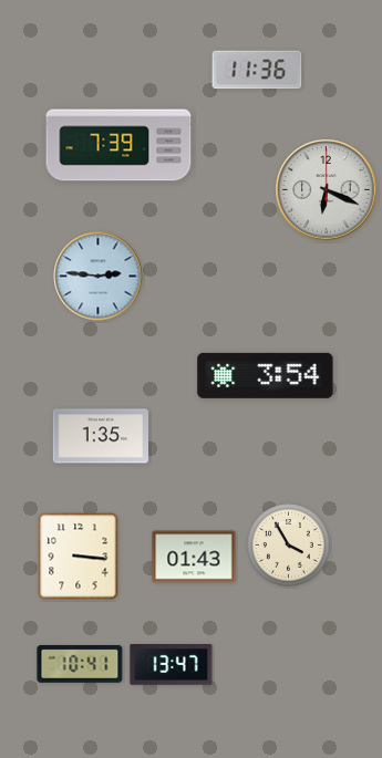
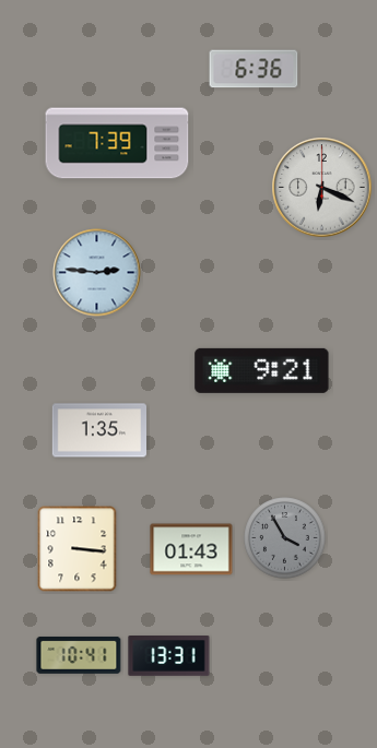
clock at (257, 70): 11:36 -> 6:36
clock at (266, 375): 3:54 -> 9:21
clock at (289, 546) dial: cream -> grey
clock at (172, 665): 13:47 -> 13:31
